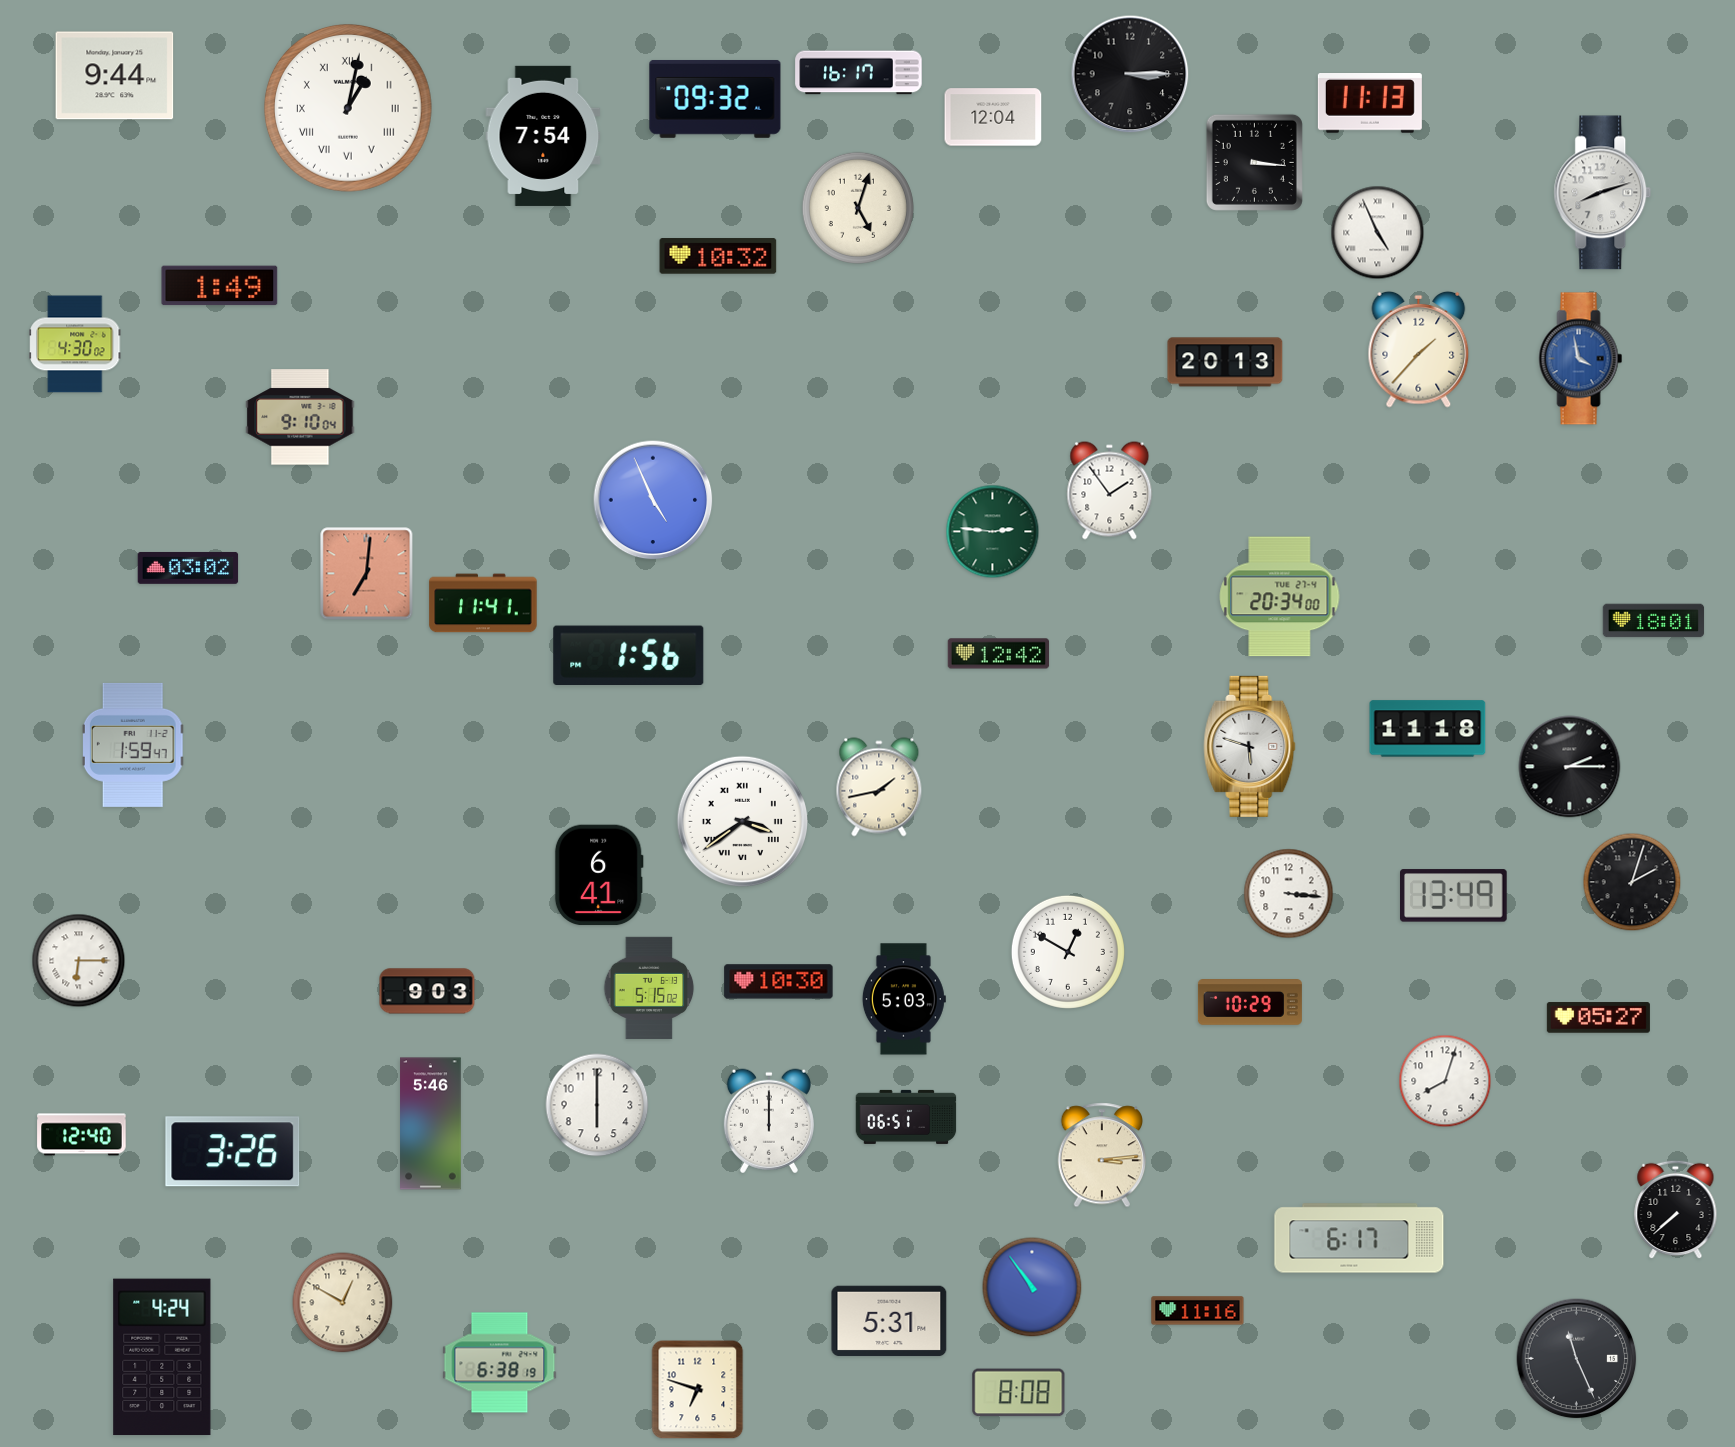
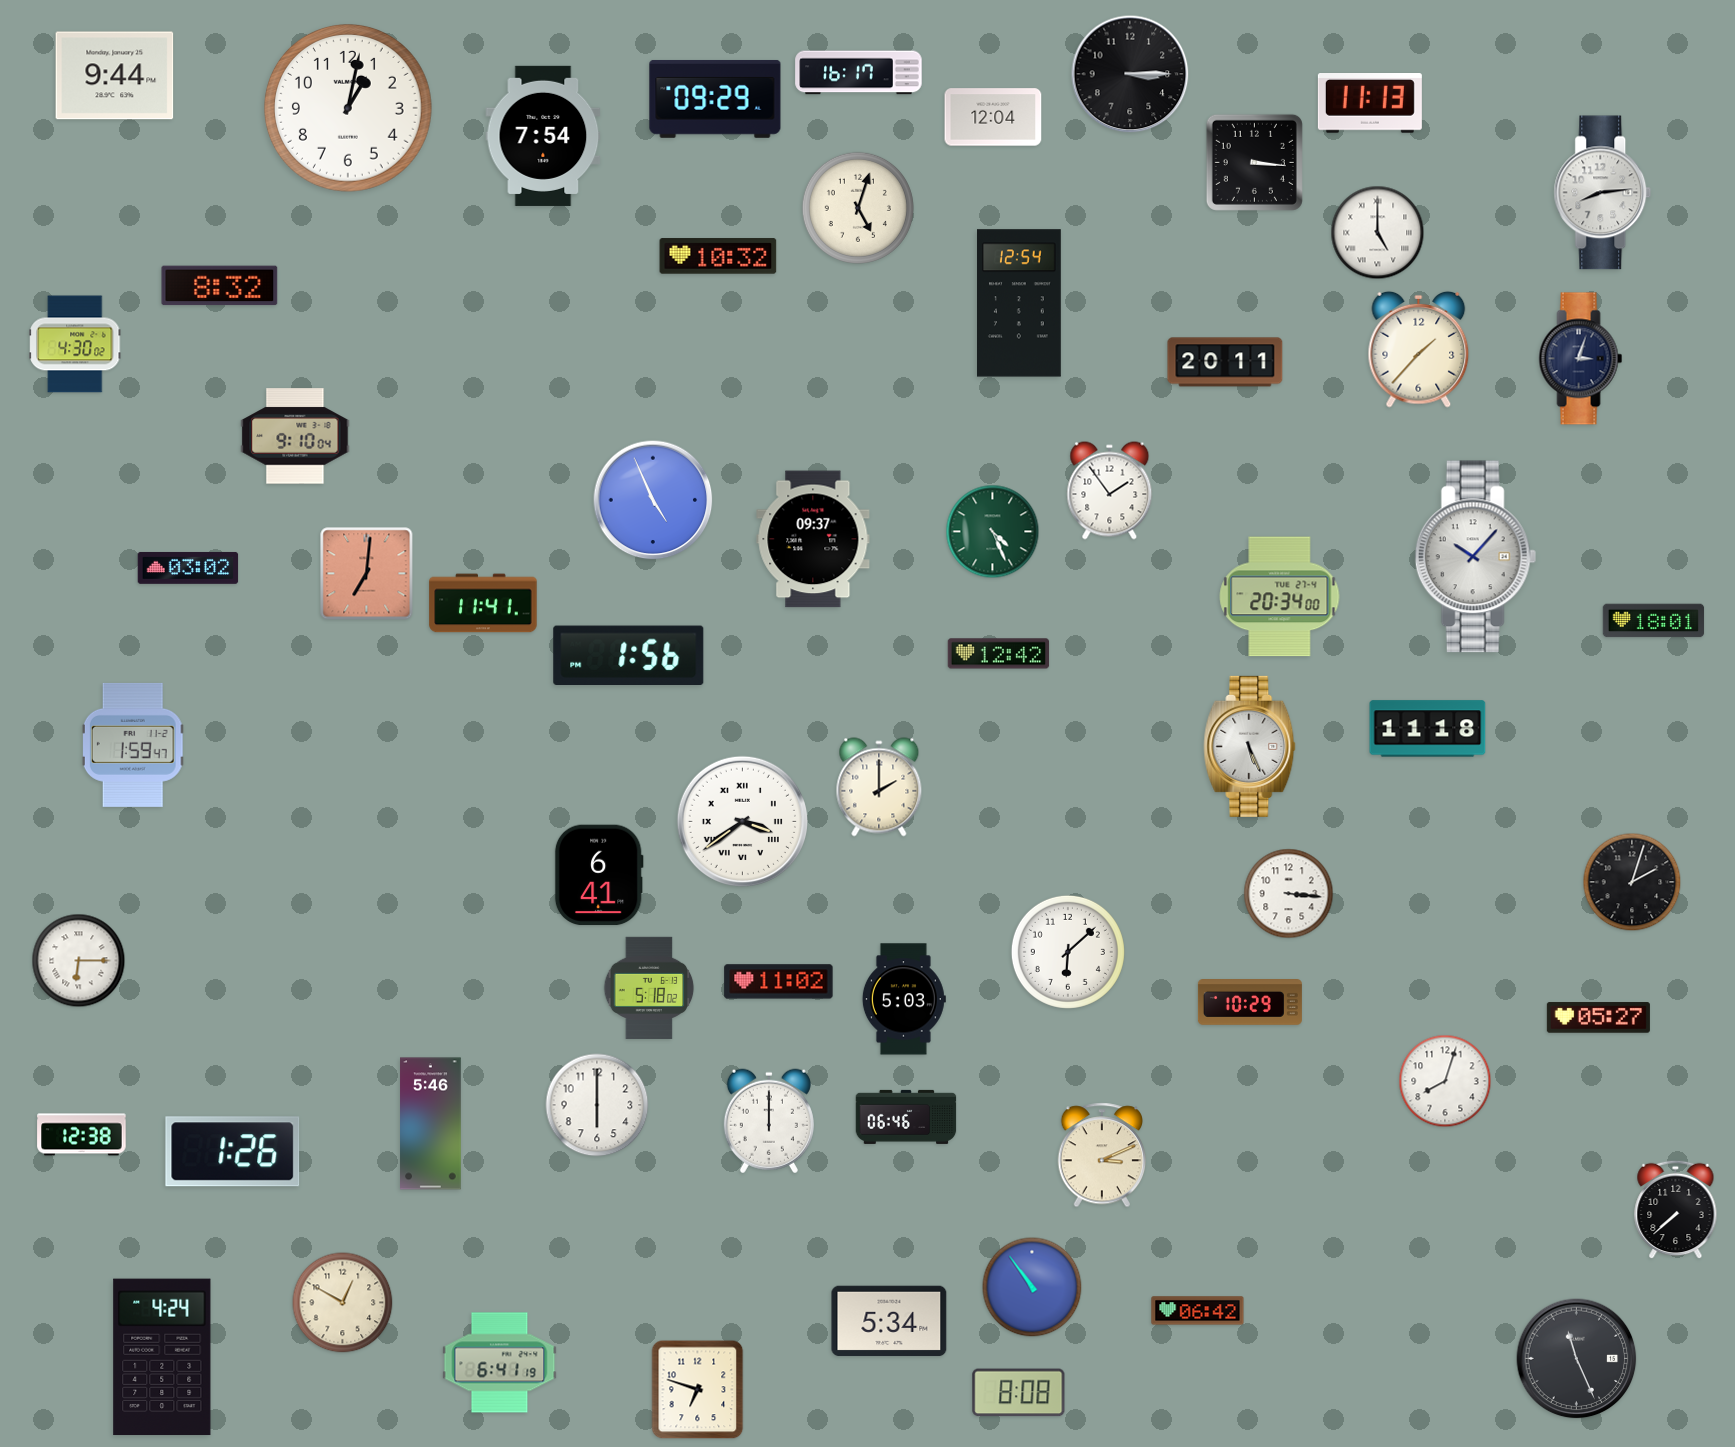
clock at (715, 99): 09:32 -> 09:29
clock at (349, 109) numerals: Roman -> Arabic
clock at (1603, 193): 8:12 -> 8:14
clock at (1378, 233): 4:56 -> 5:00
clock at (220, 286): 1:49 -> 8:32
clock at (1020, 303): none -> 12:54
clock at (1581, 359): 3:58 -> 3:03
clock at (1581, 359) dial: blue -> navy
clock at (1225, 362): 20:13 -> 20:11
clock at (300, 417) position: (300, 417) -> (295, 436)
clock at (993, 532): 2:46 -> 4:26
clock at (813, 539): none -> 09:37
clock at (1475, 557): none -> 10:07
clock at (1250, 746): 5:48 -> 5:26
clock at (1570, 767): 2:15 -> none
clock at (879, 787): 1:43 -> 2:00
clock at (1454, 896): 13:49 -> none
clock at (1068, 952): 12:50 -> 6:08
clock at (779, 982): 10:30 -> 11:02
clock at (649, 988): 5:15 -> 5:18
clock at (427, 991): 9:03 -> none
clock at (906, 1117): 06:51 -> 06:46
clock at (82, 1135): 12:40 -> 12:38
clock at (233, 1152): 3:26 -> 1:26
clock at (1101, 1155): 3:14 -> 3:11
clock at (1359, 1238): 6:17 -> none
clock at (1198, 1311): 11:16 -> 06:42
clock at (889, 1321): 5:31 -> 5:34
clock at (500, 1363): 6:38 -> 6:41
